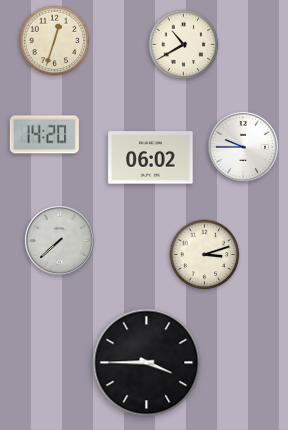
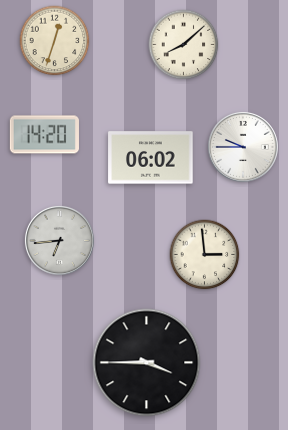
clock at (184, 45): 10:40 -> 8:08
clock at (59, 240): 7:38 -> 6:44
clock at (205, 255): 3:12 -> 2:59
